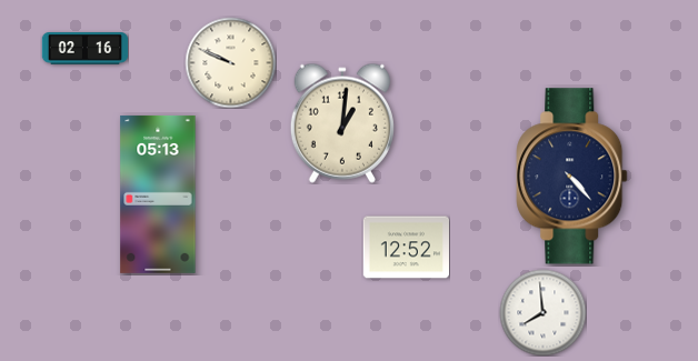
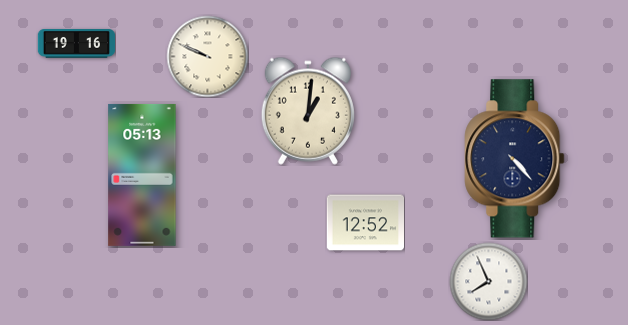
clock at (84, 49): 02:16 -> 19:16
clock at (542, 312): 7:59 -> 7:56
